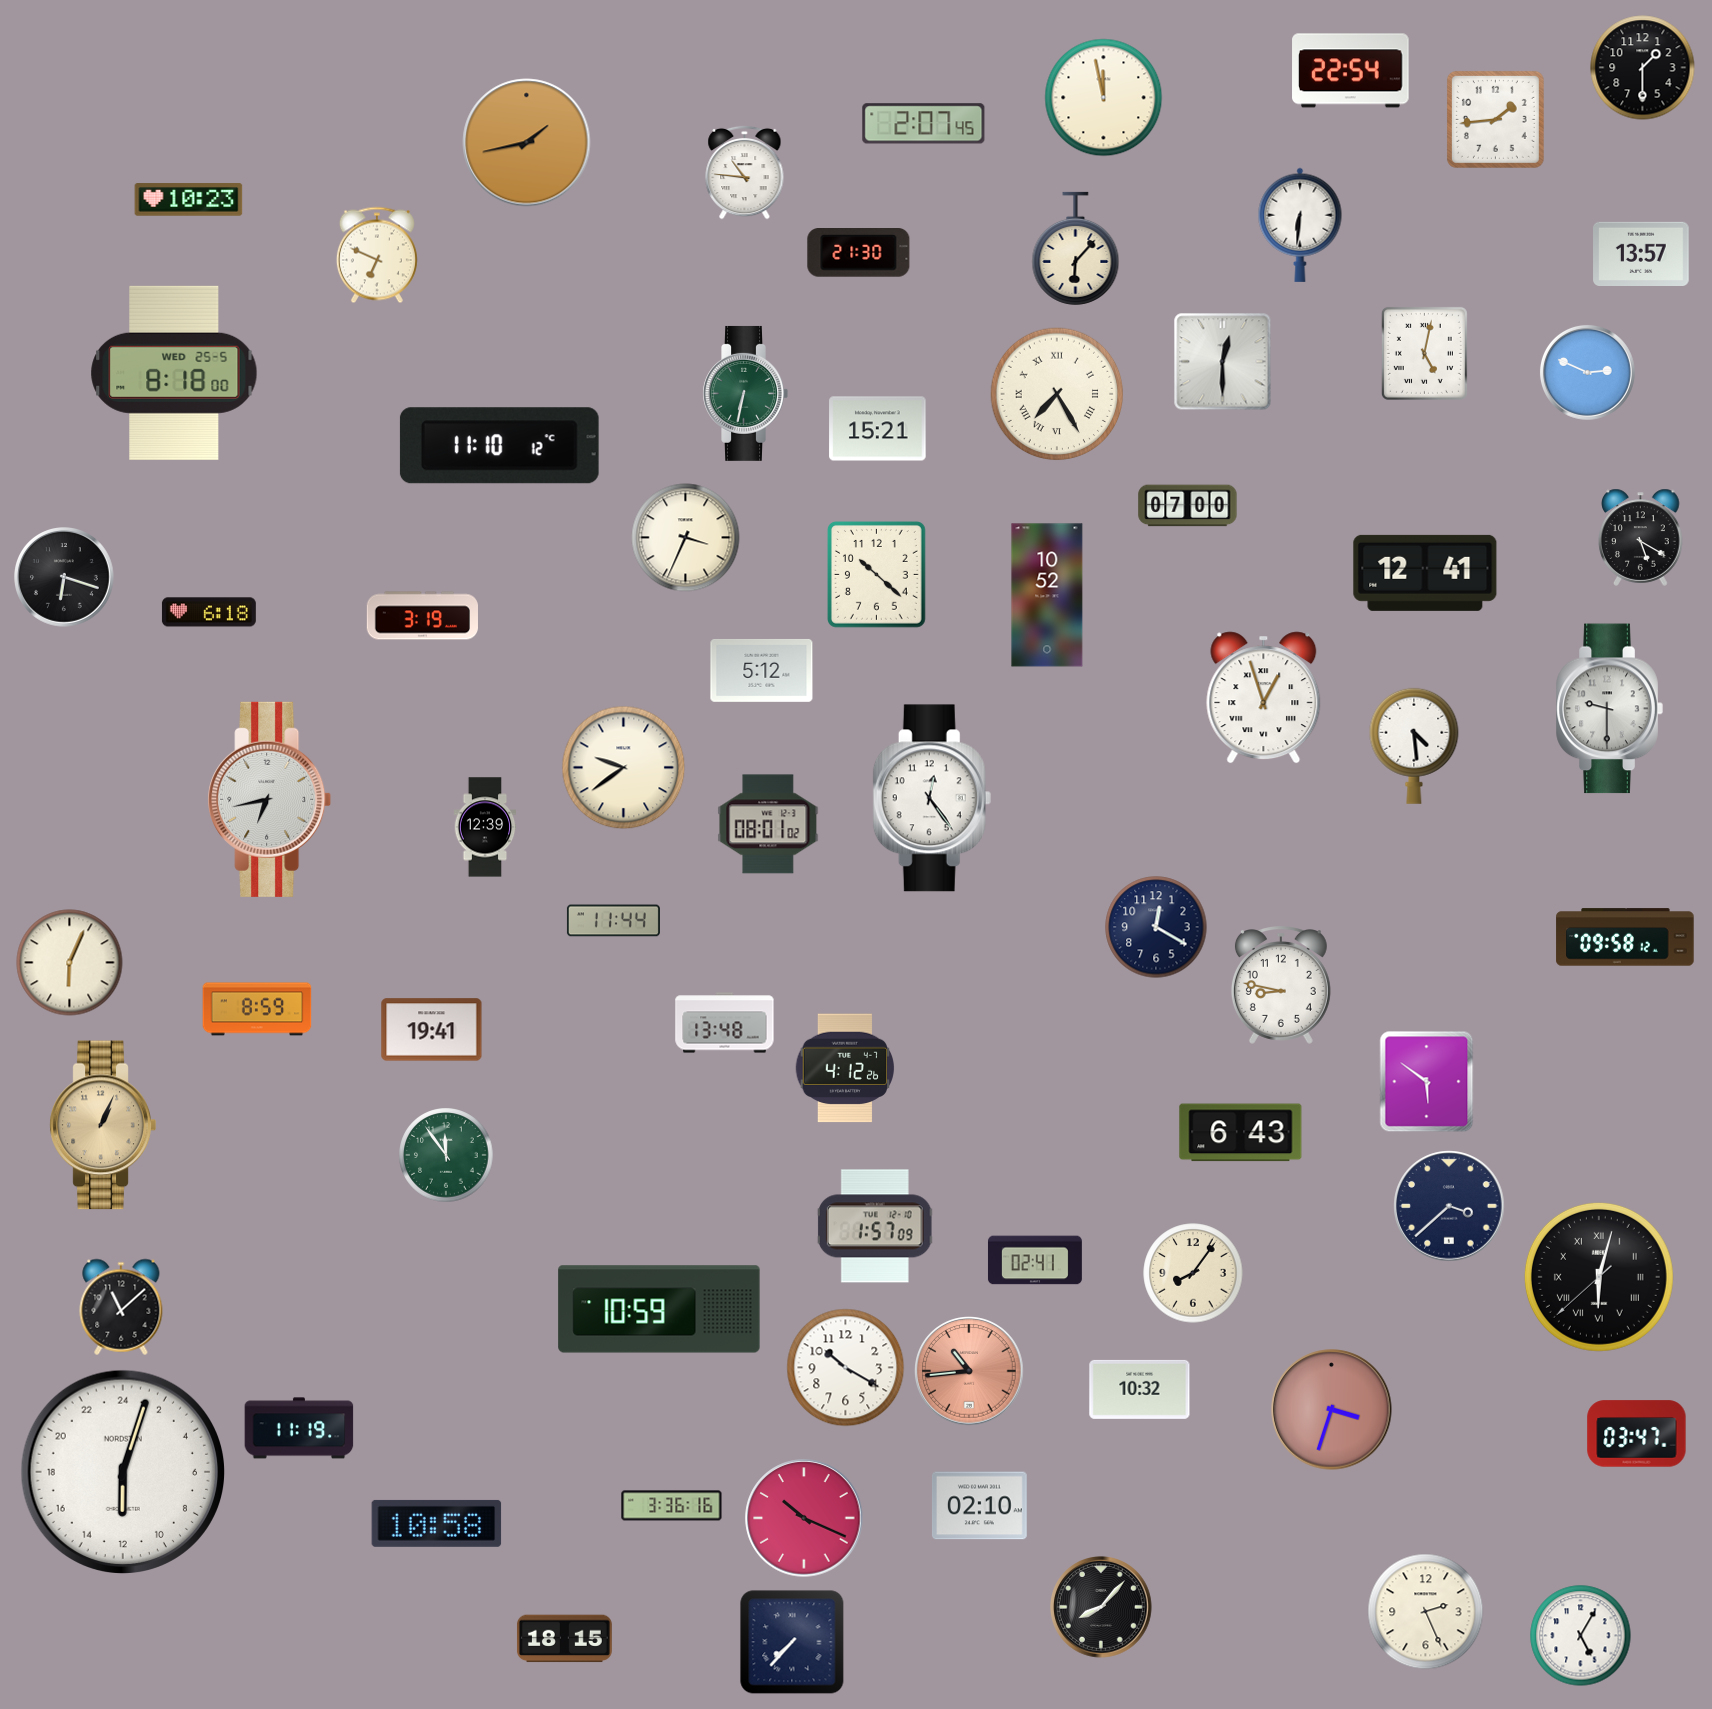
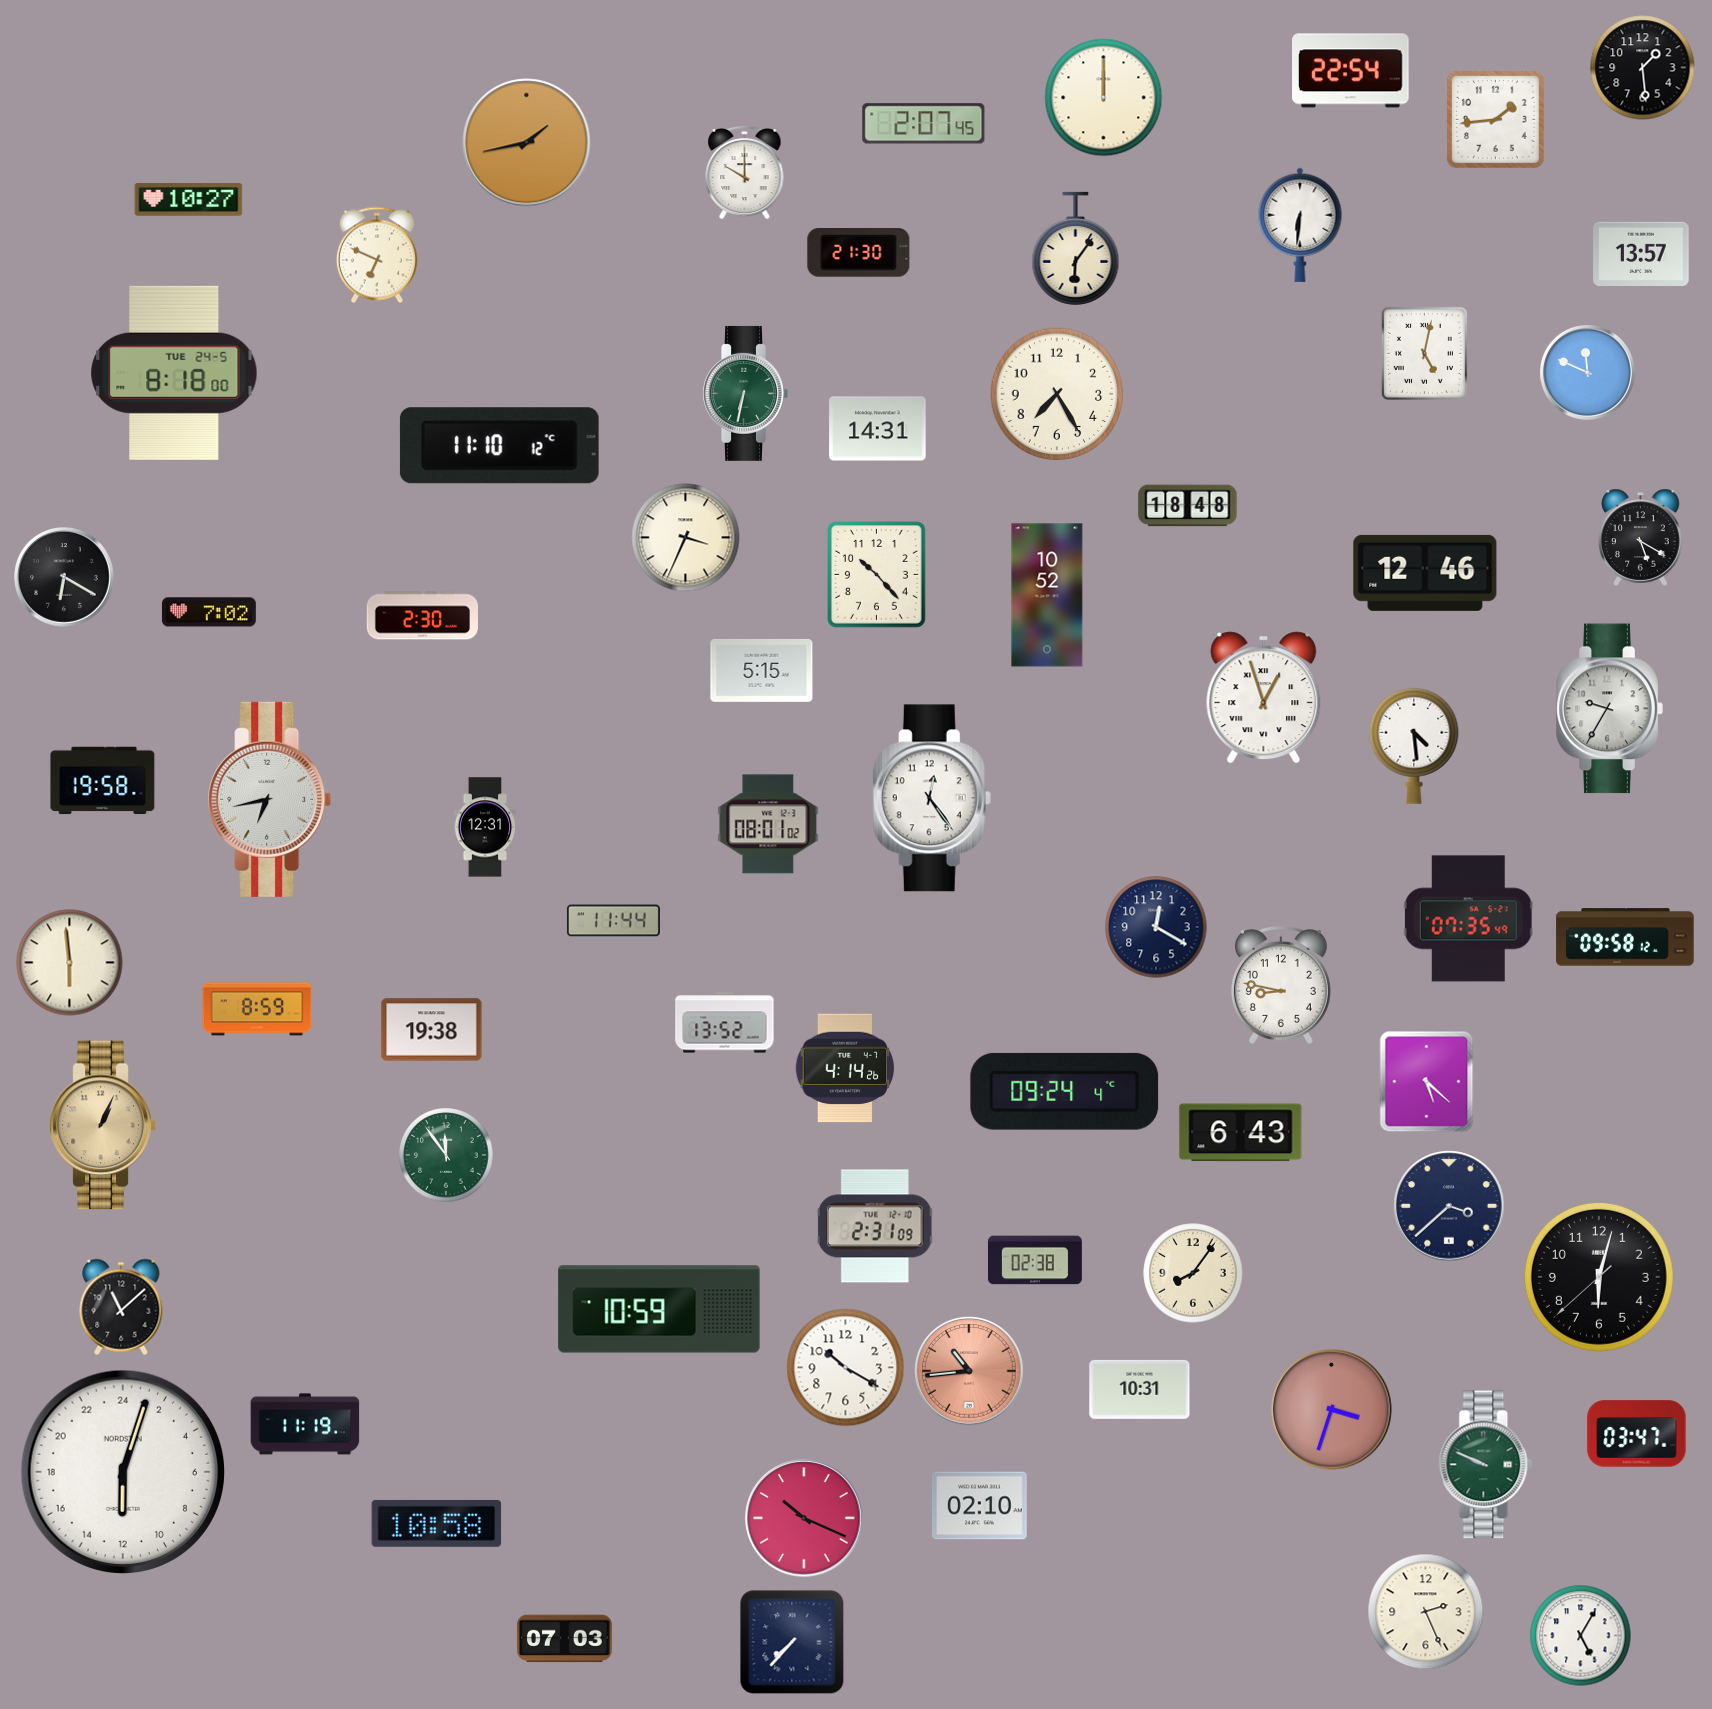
clock at (1643, 68): 1:30 -> 1:29
clock at (1104, 98): 11:58 -> 12:00
clock at (745, 172): 10:46 -> 10:00
clock at (189, 200): 10:23 -> 10:27
clock at (1076, 248): 6:07 -> 6:06
clock at (1223, 362): 12:30 -> none
clock at (1588, 372): 2:49 -> 11:49
clock at (174, 373) date: WED 25-5 -> TUE 24-5
clock at (1057, 394) numerals: Roman -> Arabic
clock at (878, 429): 15:21 -> 14:31
clock at (1188, 506): 07:00 -> 18:48
clock at (1425, 573): 12:41 -> 12:46
clock at (876, 574): 10:22 -> 10:23
clock at (65, 578): 6:18 -> 6:20
clock at (209, 612): 6:18 -> 7:02
clock at (422, 616): 3:19 -> 2:30
clock at (762, 670): 5:12 -> 5:15
clock at (1609, 709): 9:30 -> 9:35
clock at (624, 768): 9:39 -> none
clock at (103, 781): none -> 19:58
clock at (485, 827): 12:39 -> 12:31
clock at (1468, 919): none -> 07:35
clock at (70, 963): 6:04 -> 5:59
clock at (725, 1023): 13:48 -> 13:52
clock at (432, 1030): 19:41 -> 19:38
clock at (845, 1068): 4:12 -> 4:14
clock at (1427, 1082): 5:51 -> 5:22
clock at (1065, 1091): none -> 09:24
clock at (875, 1226): 1:57 -> 2:31
clock at (1035, 1260): 02:41 -> 02:38
clock at (1599, 1277) numerals: Roman -> Arabic
clock at (1140, 1389): 10:32 -> 10:31
clock at (299, 1428) position: (299, 1428) -> (305, 1424)
clock at (1486, 1465): none -> 9:49
clock at (672, 1506): 3:36 -> none
clock at (1102, 1608): 8:07 -> none
clock at (565, 1639): 18:15 -> 07:03
